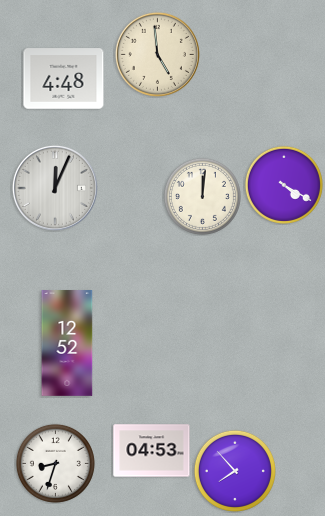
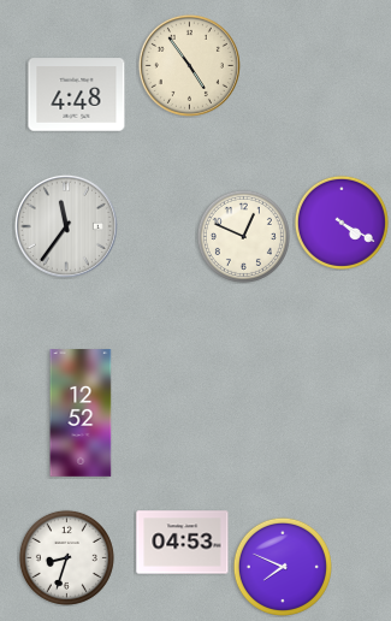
clock at (157, 54): 4:59 -> 4:54
clock at (55, 188): 12:04 -> 11:36
clock at (202, 196): 12:01 -> 12:49
clock at (235, 471): 7:53 -> 7:49
